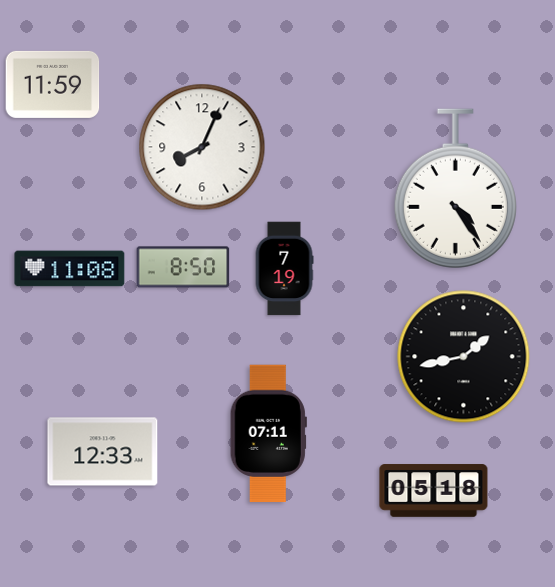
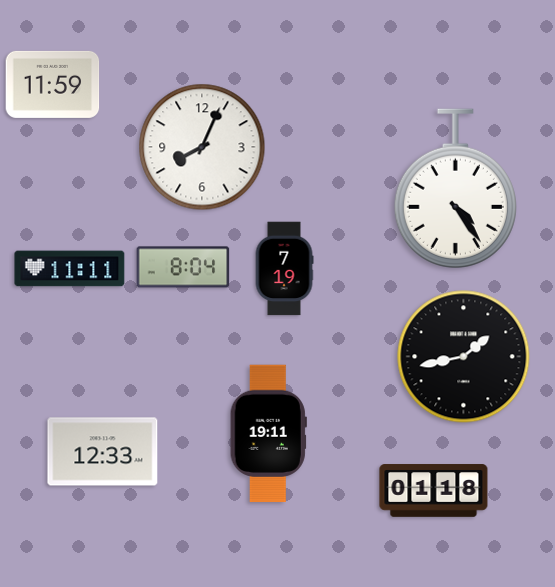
clock at (183, 267): 8:50 -> 8:04
clock at (70, 269): 11:08 -> 11:11
clock at (268, 434): 07:11 -> 19:11
clock at (434, 491): 05:18 -> 01:18
